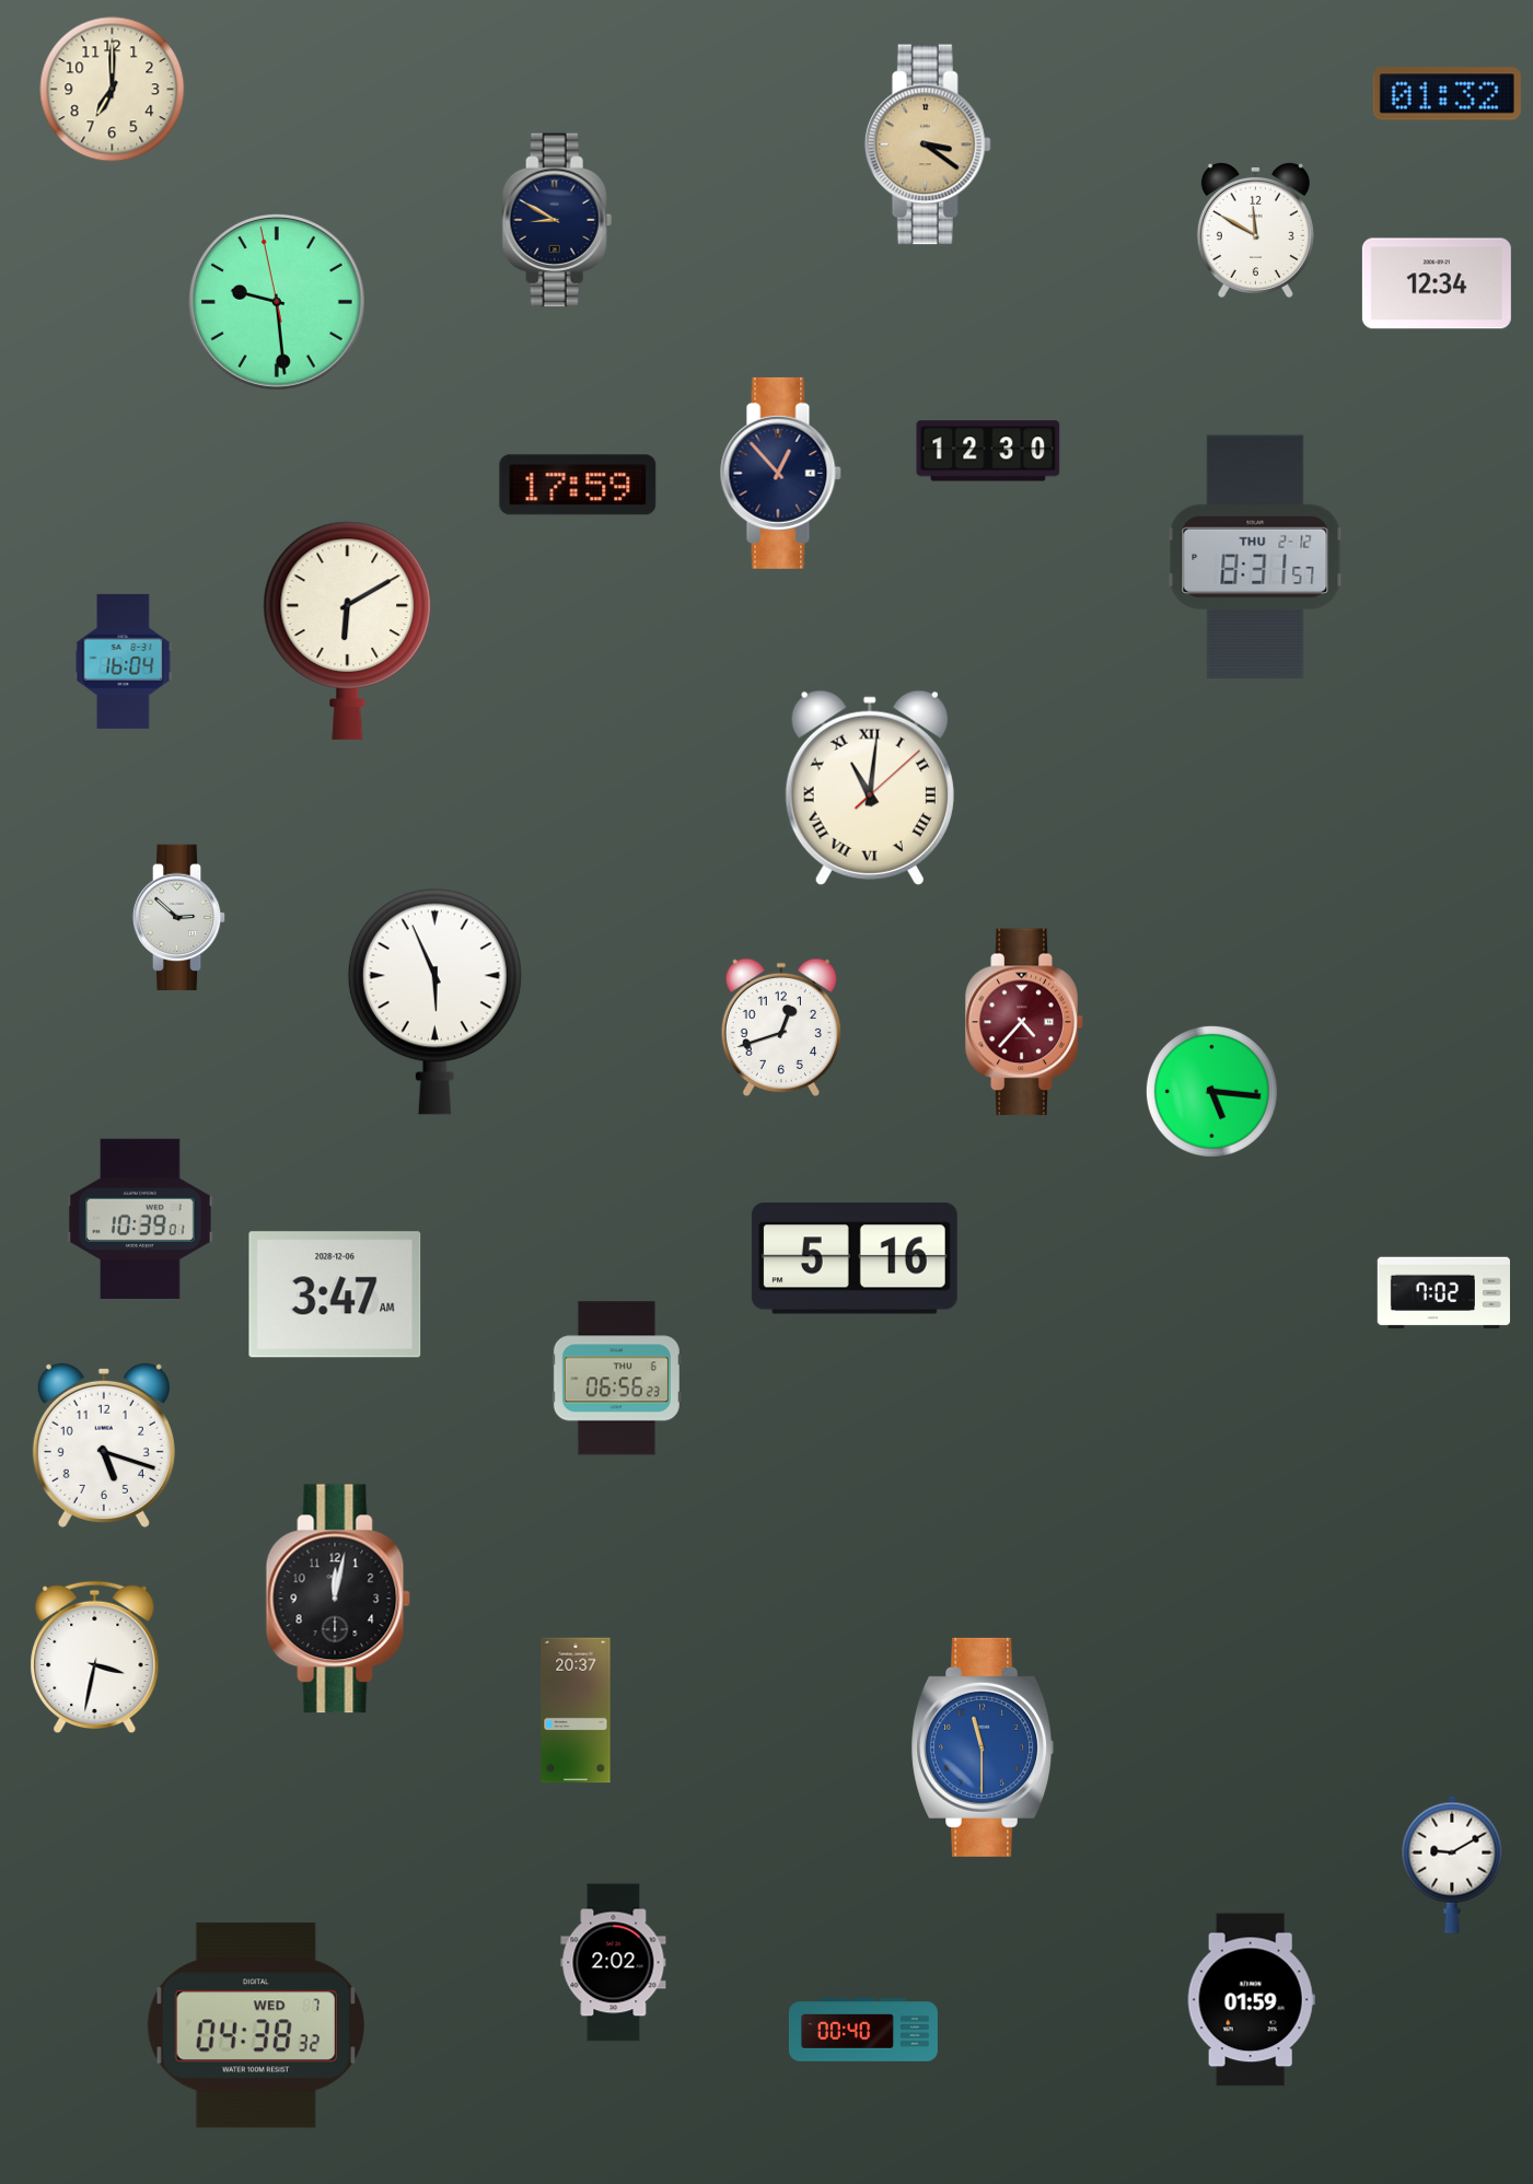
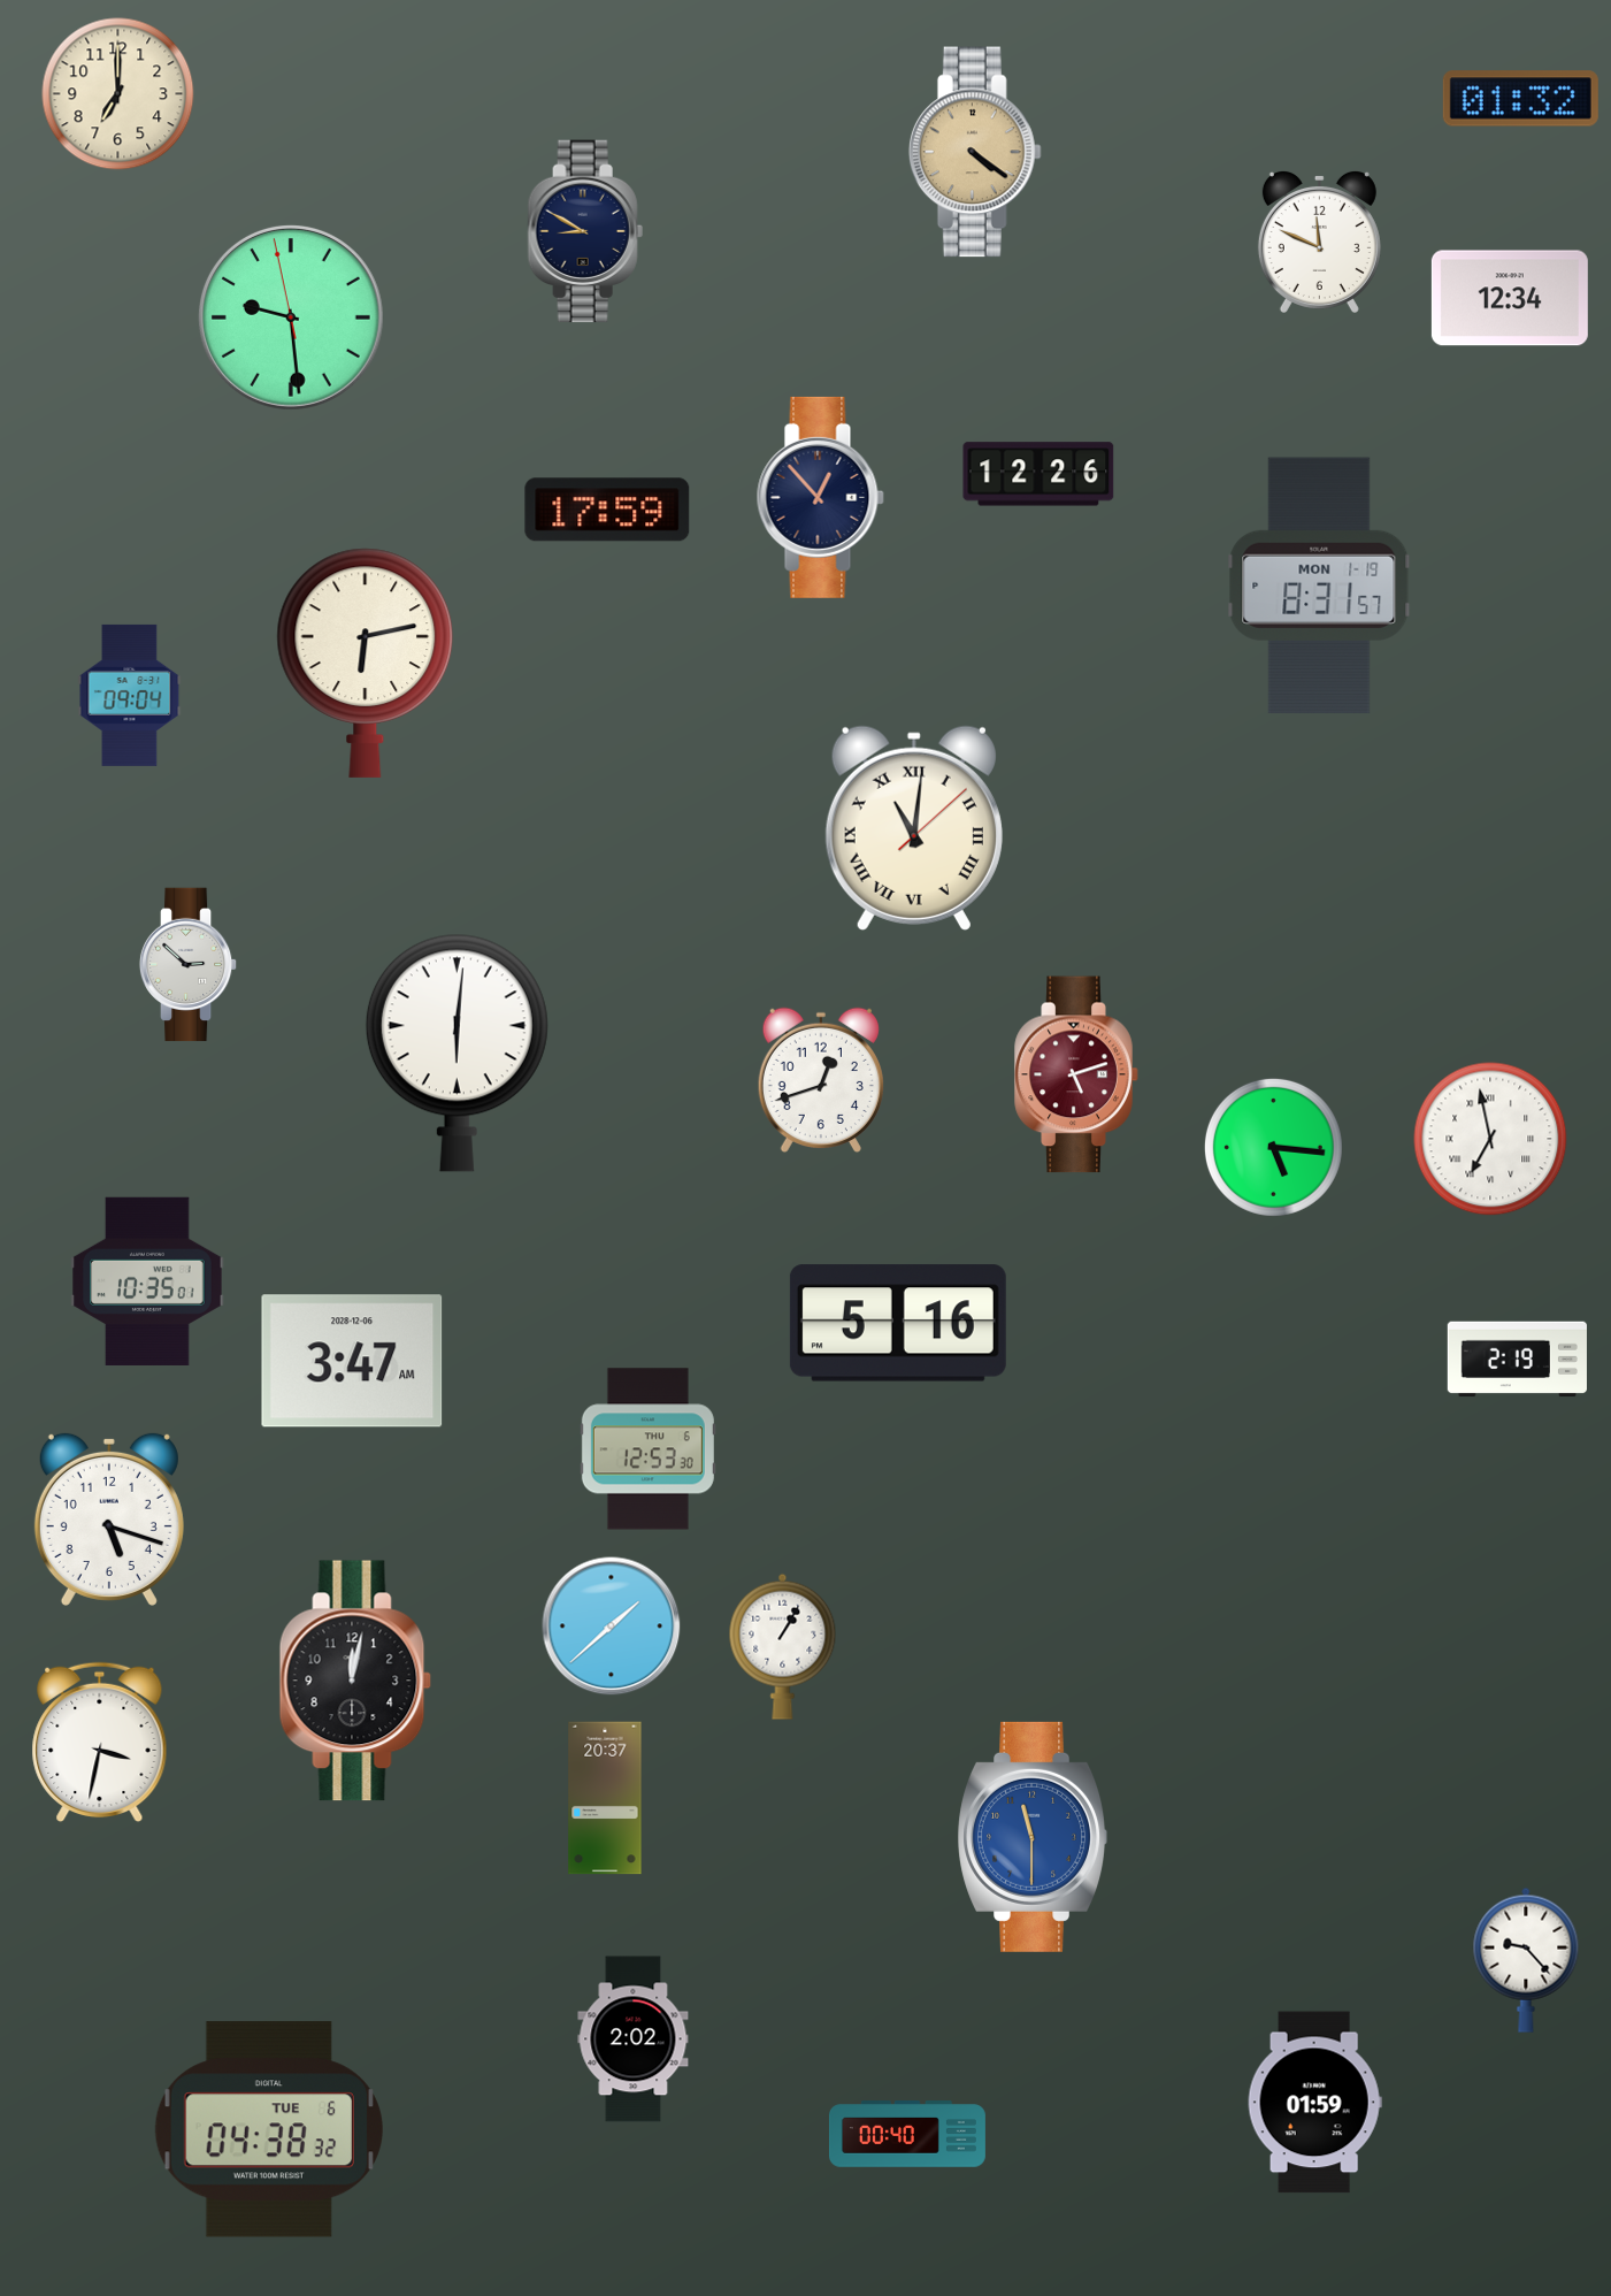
clock at (928, 144): 3:21 -> 4:21
clock at (1255, 230): 11:50 -> 11:49
clock at (988, 451): 12:30 -> 12:26
clock at (1255, 557) date: THU 2-12 -> MON 1-19
clock at (348, 630): 6:10 -> 6:13
clock at (124, 661): 16:04 -> 09:04
clock at (434, 1001): 5:56 -> 6:01
clock at (1024, 1022): 4:37 -> 5:12
clock at (1490, 1139): none -> 6:58
clock at (140, 1218): 10:39 -> 10:35
clock at (1443, 1293): 7:02 -> 2:19
clock at (616, 1379): 06:56 -> 12:53
clock at (612, 1627): none -> 1:38
clock at (783, 1646): none -> 1:05
clock at (1452, 1864): 9:10 -> 9:23
clock at (614, 1963) position: (614, 1963) -> (634, 2039)
clock at (256, 2025) date: WED 7 -> TUE 6
